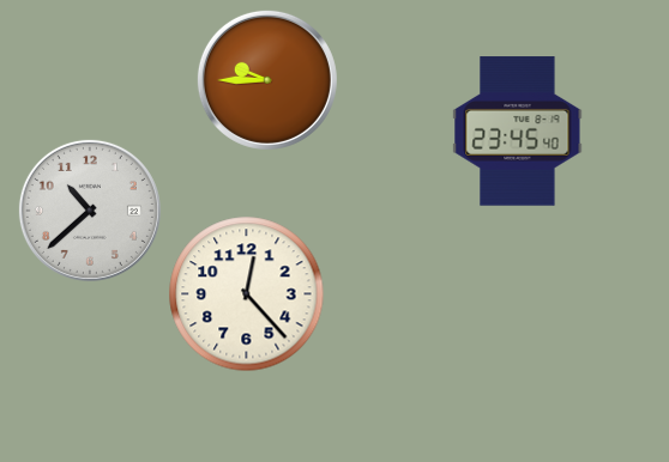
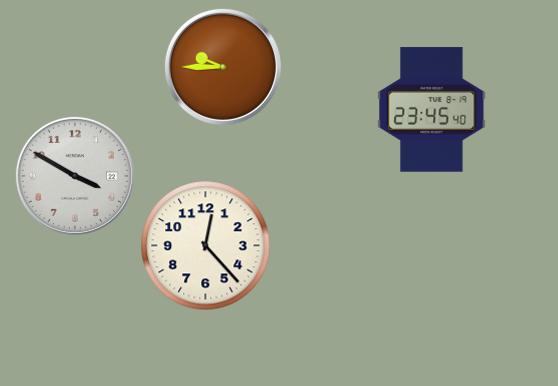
clock at (90, 211): 10:38 -> 3:50
